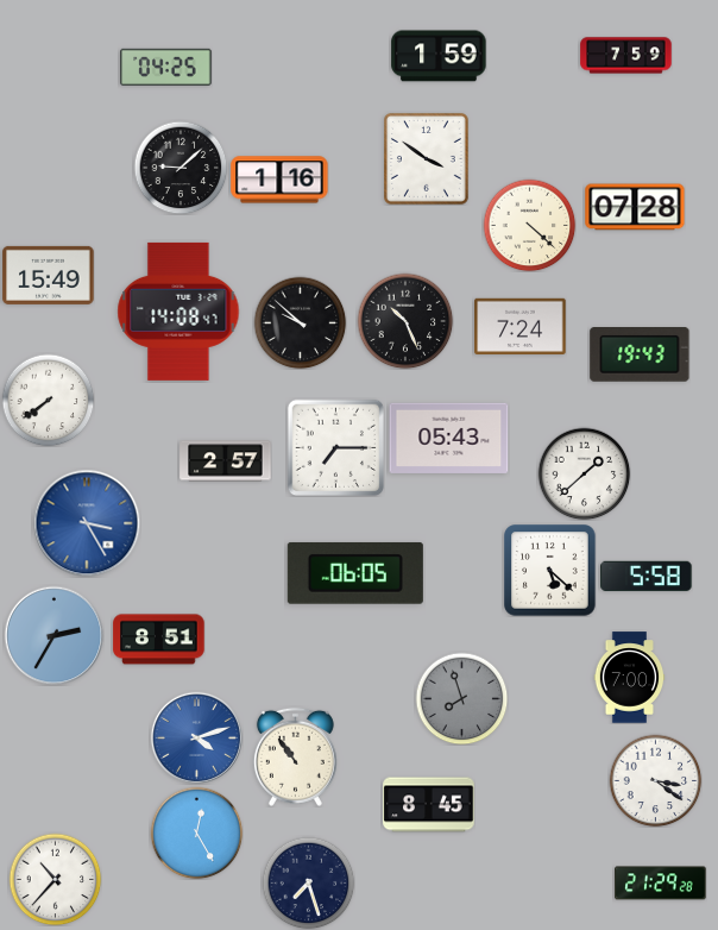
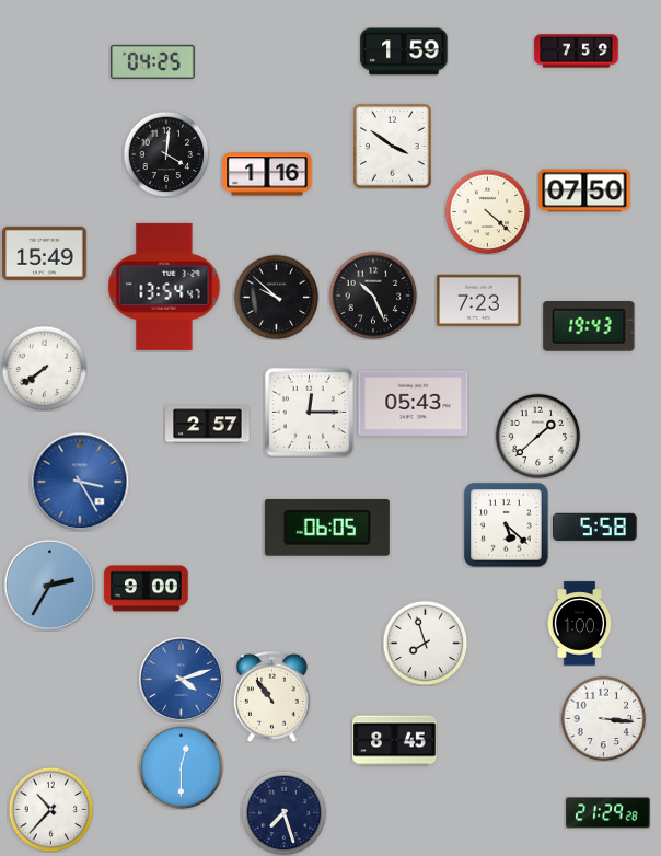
clock at (181, 168): 9:08 -> 4:01
clock at (279, 180) position: (279, 180) -> (267, 174)
clock at (635, 207): 07:28 -> 07:50
clock at (529, 225) position: (529, 225) -> (487, 211)
clock at (178, 312): 14:08 -> 13:54
clock at (521, 326): 7:24 -> 7:23
clock at (335, 447): 7:15 -> 12:15
clock at (647, 577) position: (647, 577) -> (595, 528)
clock at (159, 640): 8:51 -> 9:00
clock at (630, 678): 7:00 -> 1:00
clock at (461, 698) dial: grey -> white
clock at (655, 780): 3:21 -> 3:16
clock at (196, 832): 12:25 -> 12:30
